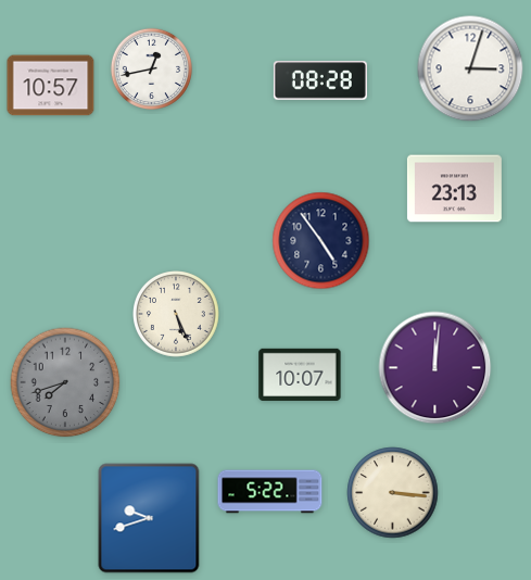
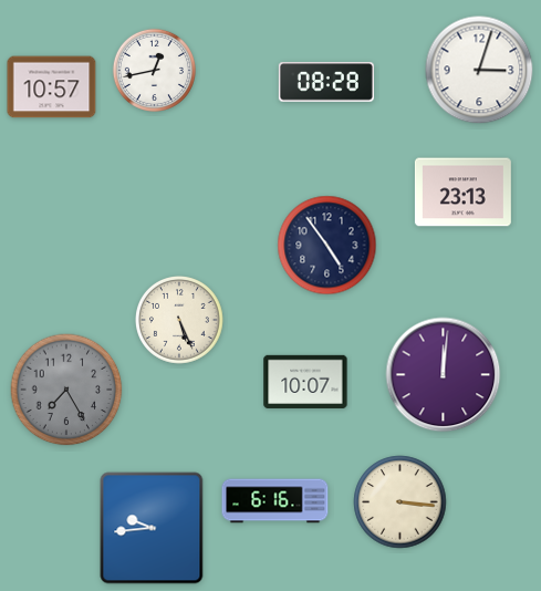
clock at (65, 382): 7:42 -> 7:25
clock at (270, 492): 5:22 -> 6:16
clock at (149, 518): 9:42 -> 9:44
